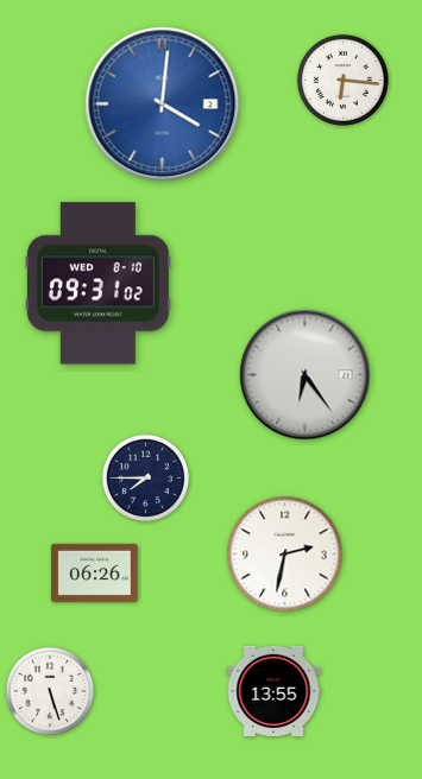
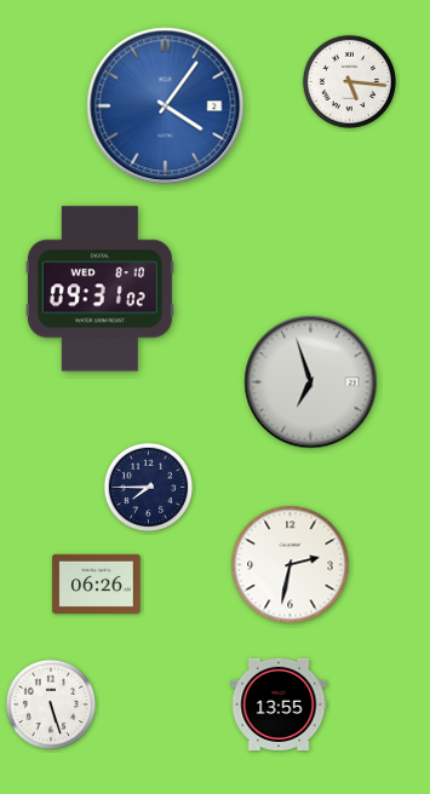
clock at (342, 80): 6:16 -> 5:16
clock at (163, 104): 4:01 -> 4:06
clock at (306, 375): 6:24 -> 6:57
